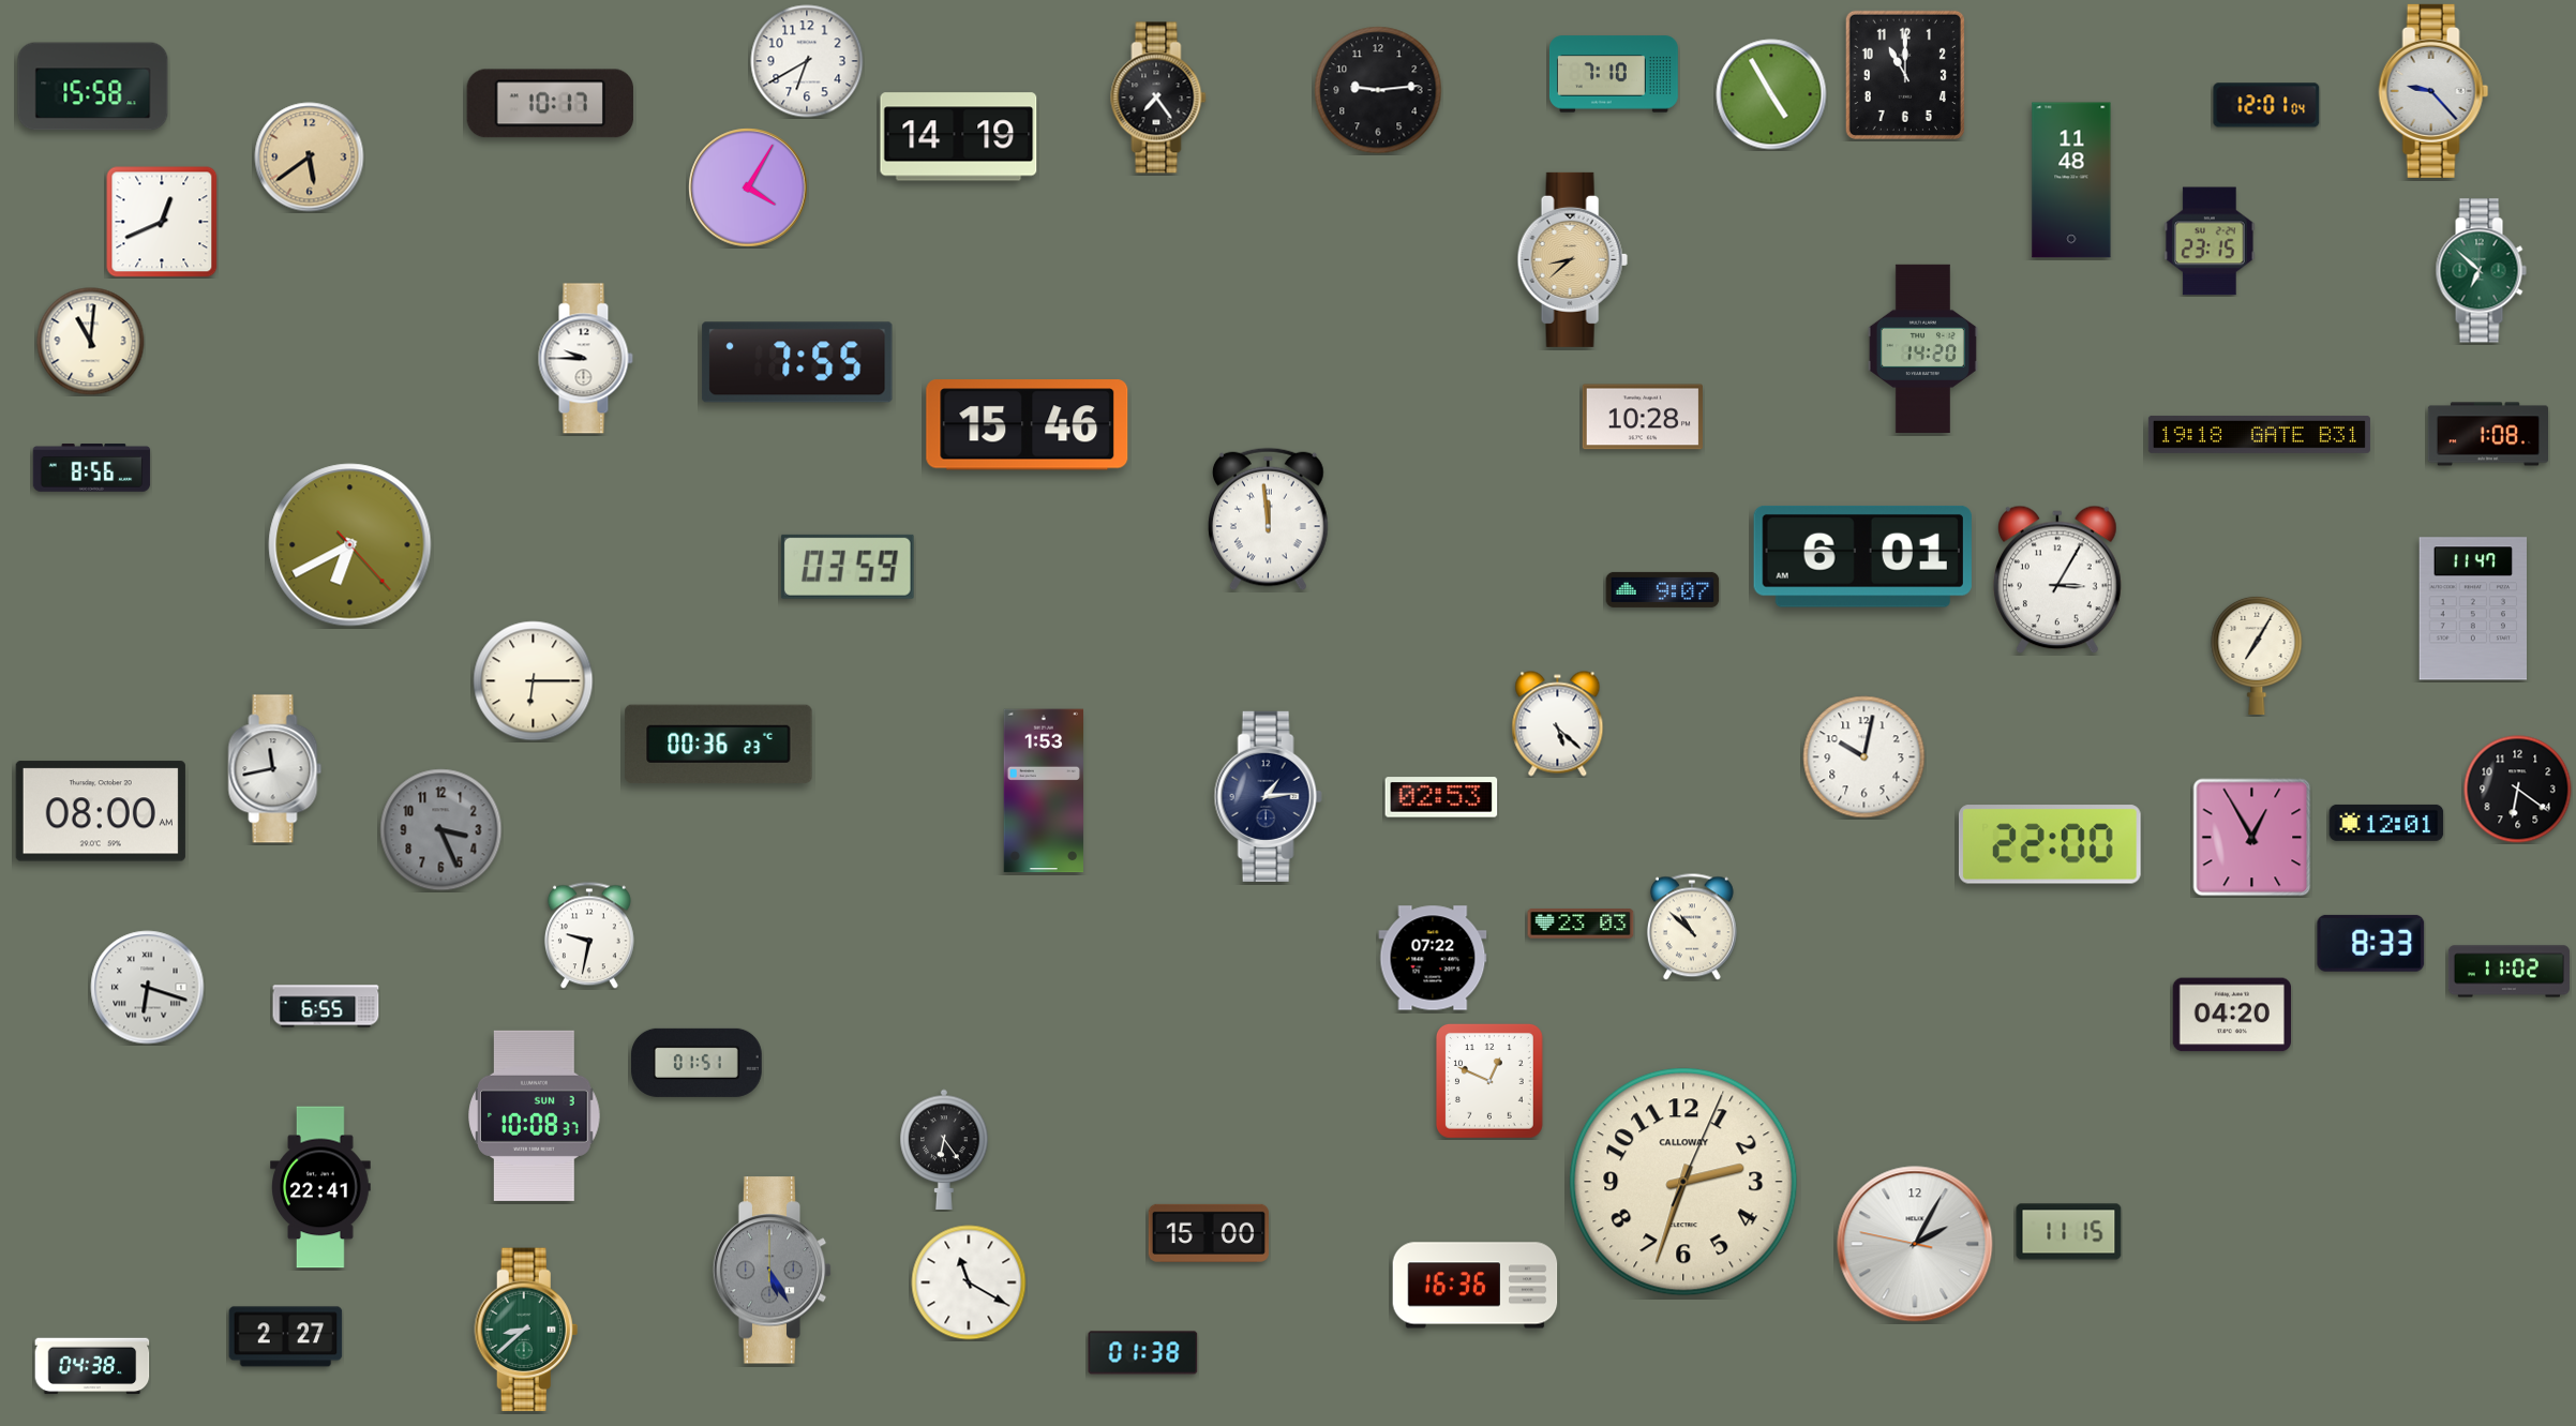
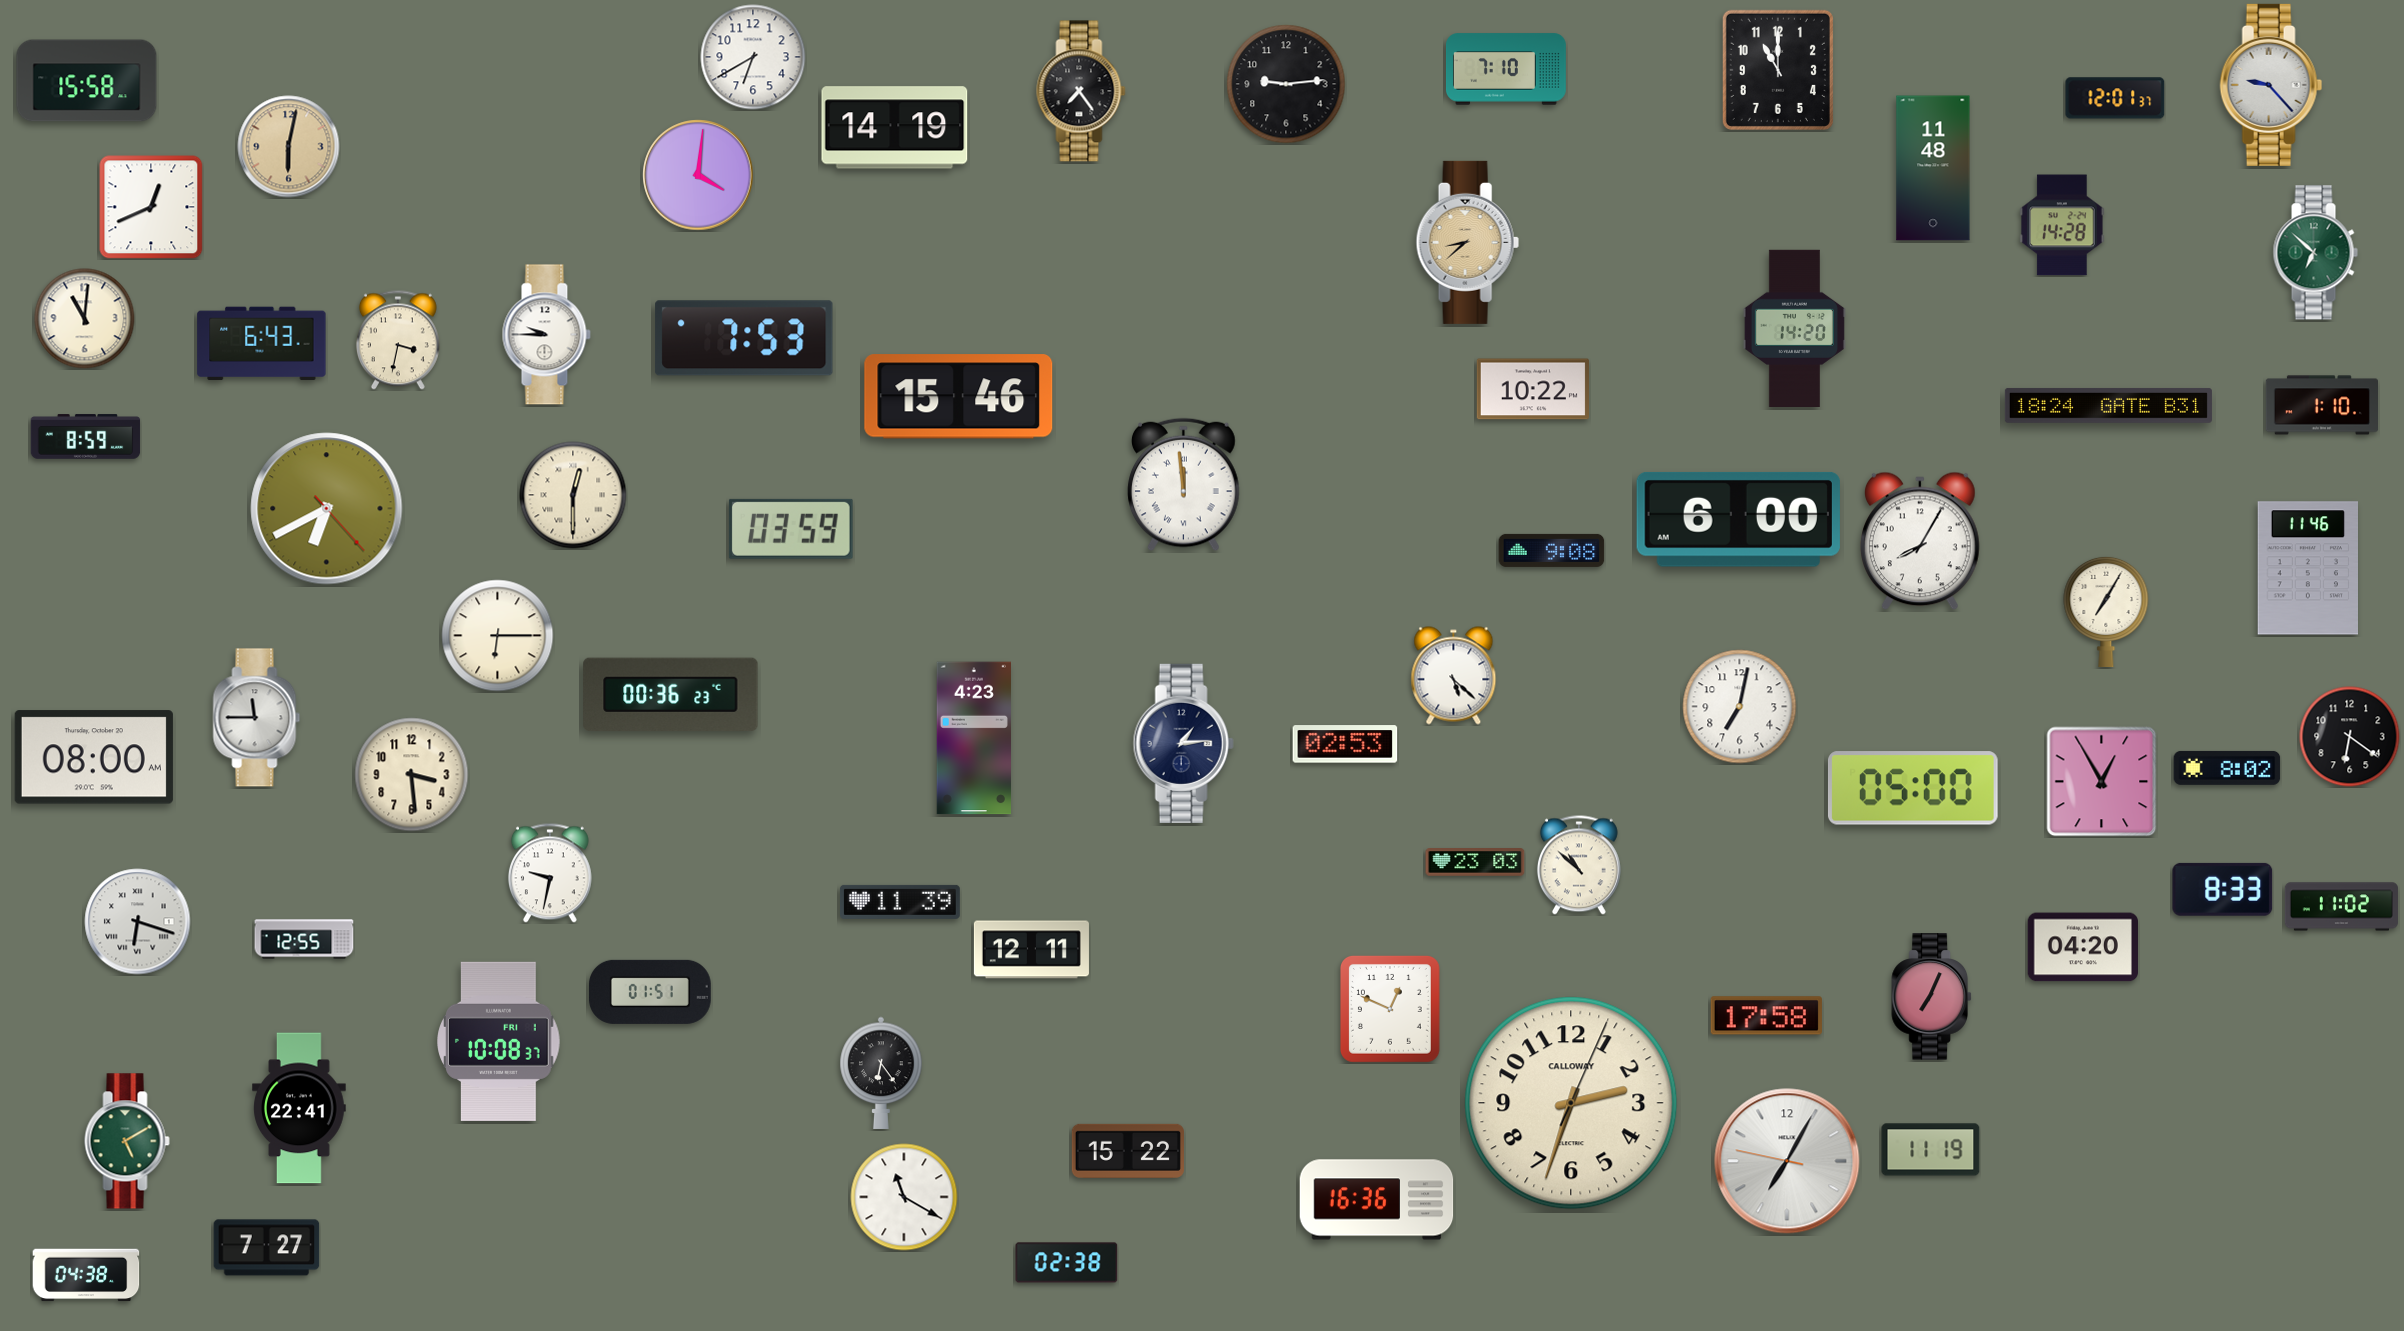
clock at (1771, 94): 4:55 -> none
clock at (550, 104): 10:17 -> none
clock at (2266, 105): 12:01:04 -> 12:01:37
clock at (310, 157): 5:39 -> 6:02
clock at (748, 187): 4:05 -> 4:01
clock at (2210, 241): 23:15 -> 14:28
clock at (1922, 348) position: (1922, 348) -> (1794, 328)
clock at (797, 362): 7:55 -> 7:53
clock at (398, 340): none -> 3:32
clock at (262, 344): none -> 6:43
clock at (1643, 417): 10:28 -> 10:22
clock at (2259, 434): 19:18 -> 18:24
clock at (2487, 434): 1:08 -> 1:10
clock at (92, 468): 8:56 -> 8:59
clock at (573, 495): none -> 12:30
clock at (1862, 556): 6:01 -> 6:00
clock at (2057, 580): 3:05 -> 8:05
clock at (1663, 589): 9:07 -> 9:08
clock at (2473, 609): 11:47 -> 11:46
clock at (1864, 757): 10:02 -> 7:02
clock at (275, 769): 11:43 -> 11:45
clock at (1043, 791): 1:53 -> 4:23
clock at (2386, 823): 12:01 -> 8:02
clock at (441, 830): 3:26 -> 3:29
clock at (441, 830) dial: grey -> cream
clock at (2050, 844): 22:00 -> 05:00
clock at (2371, 943) position: (2371, 943) -> (2223, 889)
clock at (1433, 958): 07:22 -> none
clock at (900, 902): none -> 11:39
clock at (326, 1006): 6:55 -> 12:55
clock at (1031, 950): none -> 12:11
clock at (1931, 997): none -> 7:04
clock at (1766, 1016): none -> 17:58
clock at (535, 1115) date: SUN 3 -> FRI 1
clock at (127, 1141): none -> 5:10
clock at (2069, 1232): 11:15 -> 11:19
clock at (1209, 1233): 15:00 -> 15:22
clock at (1915, 1244): 2:04 -> 7:04
clock at (773, 1271): 5:25 -> none
clock at (526, 1330): 8:38 -> none
clock at (286, 1337): 2:27 -> 7:27
clock at (1143, 1353): 01:38 -> 02:38
